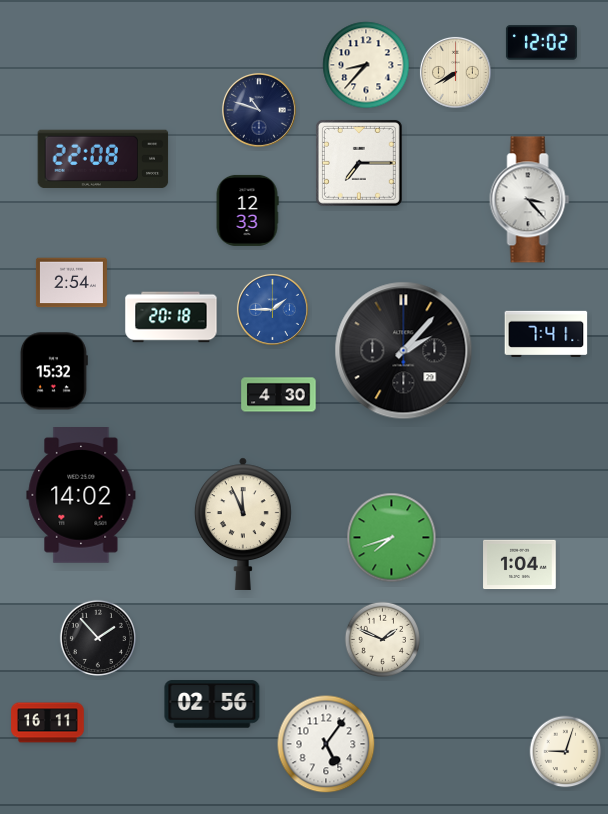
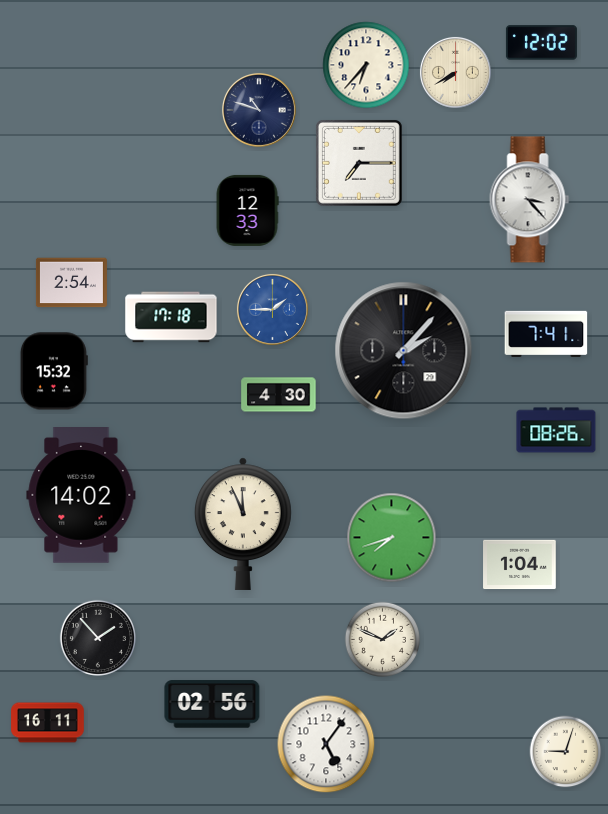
clock at (366, 65): 8:37 -> 6:37
clock at (103, 159): 22:08 -> none
clock at (171, 317): 20:18 -> 17:18
clock at (556, 430): none -> 08:26
